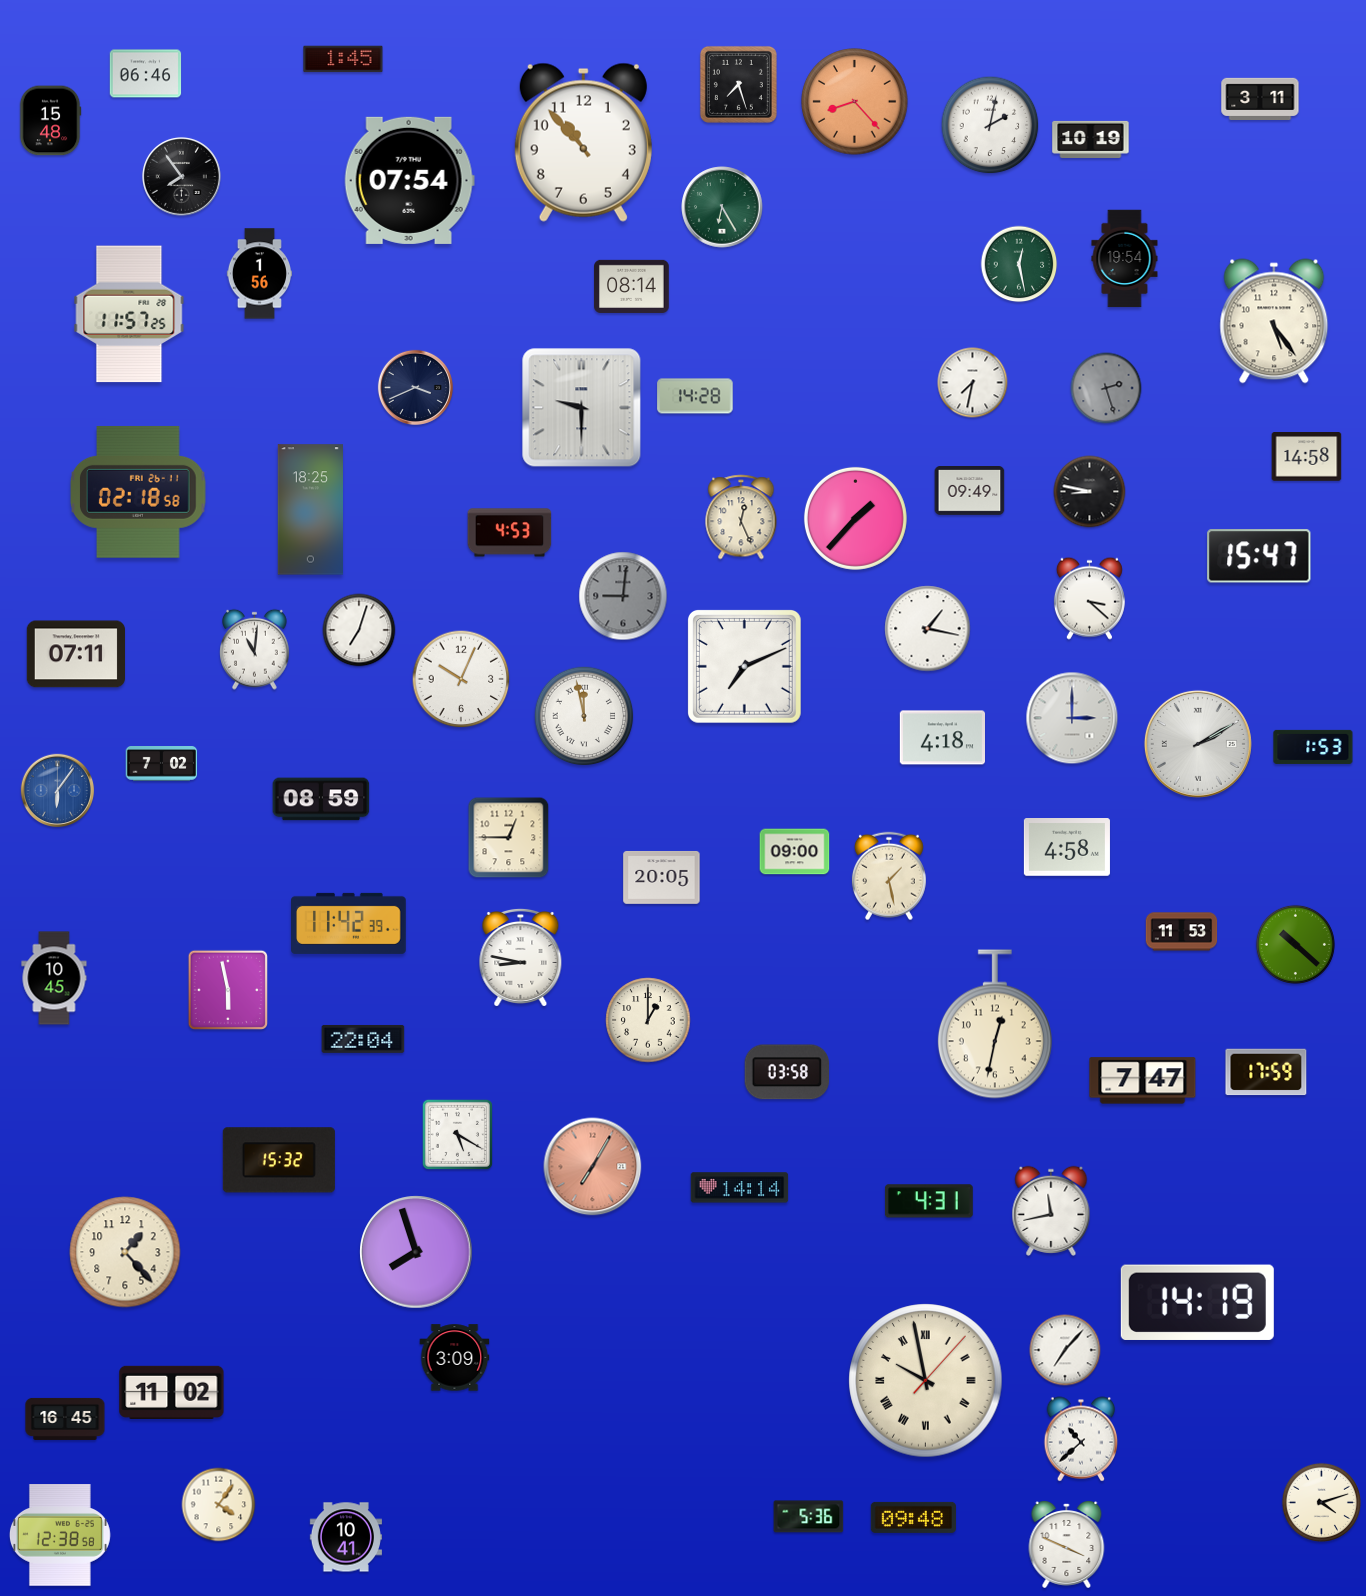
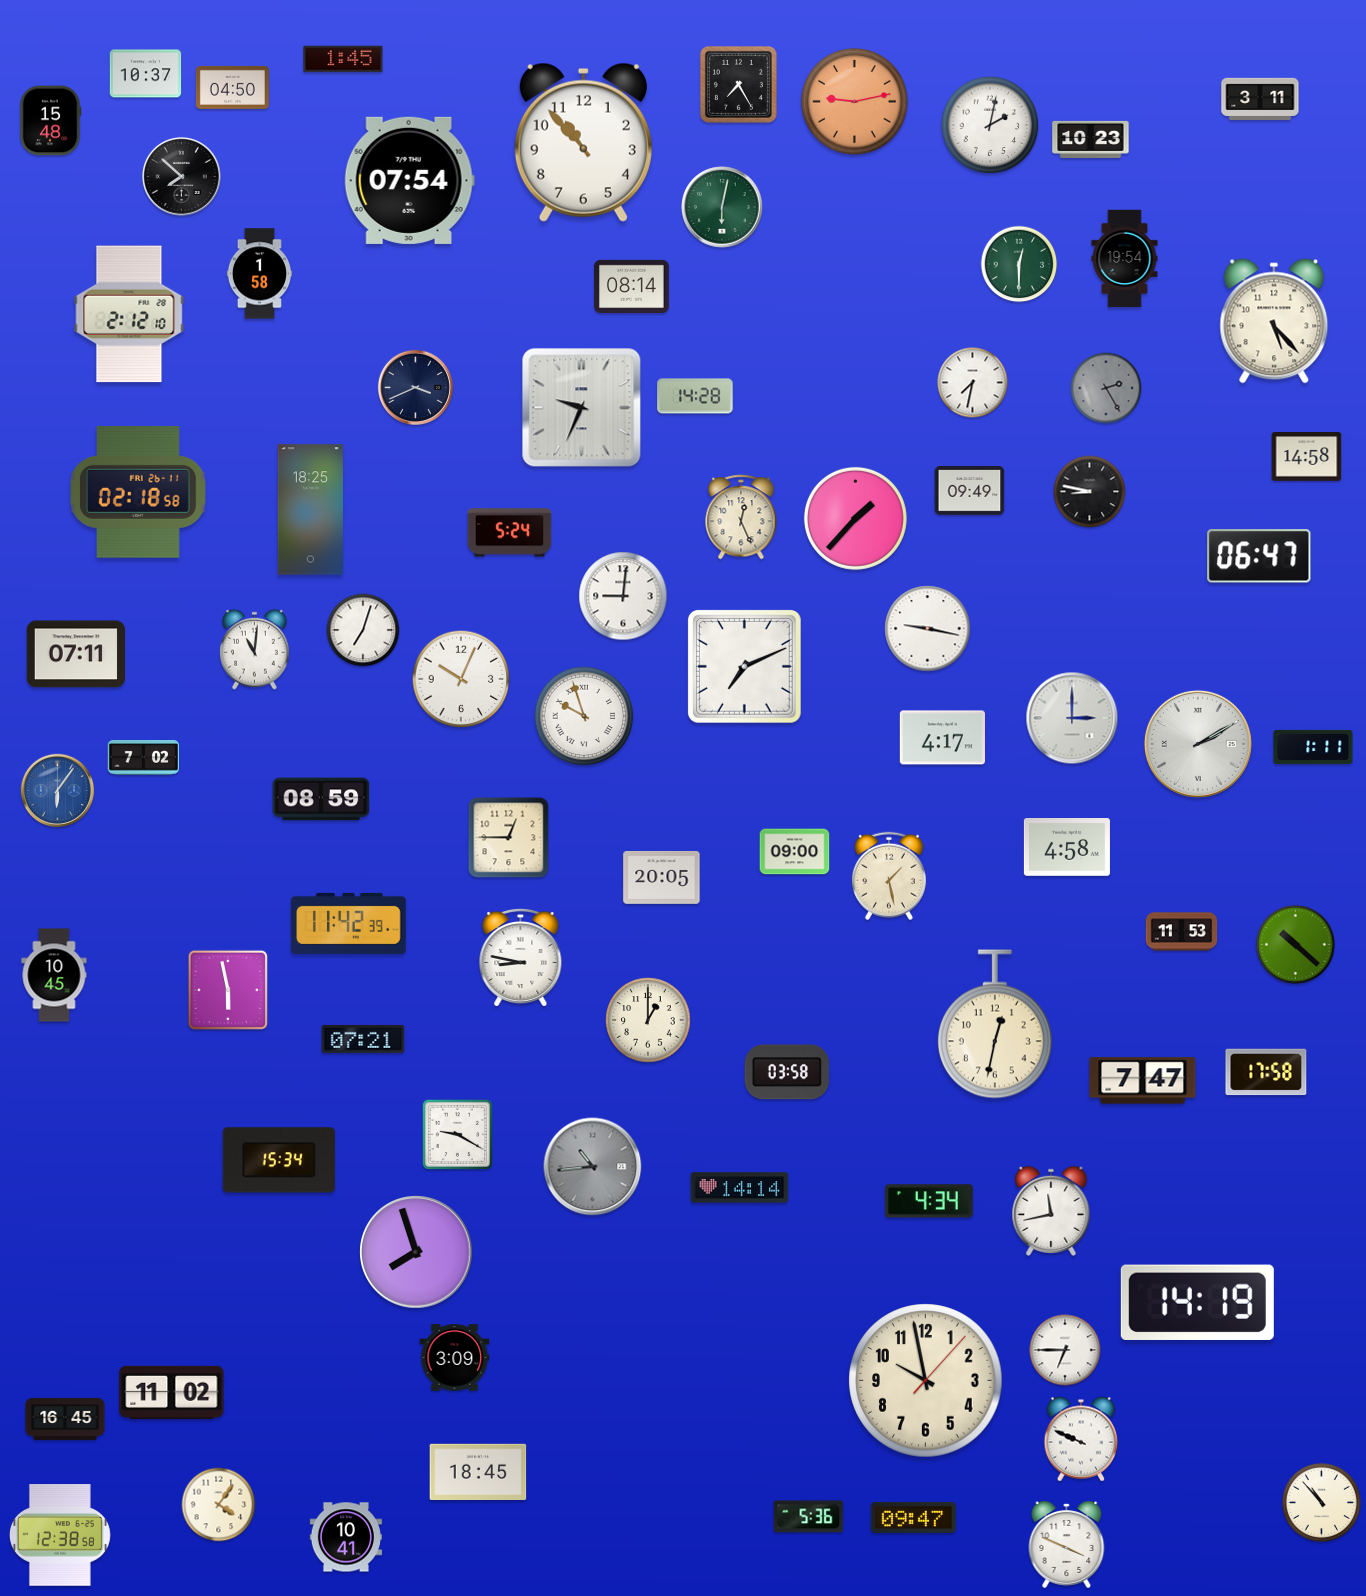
clock at (146, 74): 06:46 -> 10:37
clock at (738, 84): 7:27 -> 7:25
clock at (232, 87): none -> 04:50
clock at (855, 102): 8:23 -> 9:13
clock at (1091, 139): 10:19 -> 10:23
clock at (181, 176): 7:54 -> 7:52
clock at (722, 207): 6:25 -> 6:02
clock at (1019, 264): 12:28 -> 12:30
clock at (259, 274): 1:56 -> 1:58
clock at (129, 314): 11:57 -> 2:12
clock at (1274, 321): 5:24 -> 5:23
clock at (1106, 388): 2:27 -> 2:25
clock at (582, 408): 9:30 -> 9:34
clock at (510, 533): 4:53 -> 5:24
clock at (1259, 556): 15:47 -> 06:47
clock at (623, 596) dial: grey -> white
clock at (1089, 598): 3:22 -> none
clock at (928, 629): 1:17 -> 9:17
clock at (359, 630) position: (359, 630) -> (363, 630)
clock at (584, 716): 11:58 -> 9:57
clock at (942, 738): 4:18 -> 4:17
clock at (1313, 747): 1:53 -> 1:11
clock at (162, 764) position: (162, 764) -> (144, 758)
clock at (54, 978) position: (54, 978) -> (54, 975)
clock at (363, 1039): 22:04 -> 07:21
clock at (1266, 1072): 17:59 -> 17:58
clock at (457, 1134): 5:20 -> 9:20
clock at (279, 1160): 15:32 -> 15:34
clock at (593, 1167): 7:05 -> 10:44
clock at (593, 1167) dial: salmon -> grey
clock at (929, 1201): 4:31 -> 4:34
clock at (125, 1252): 1:23 -> none
clock at (1065, 1350): 7:07 -> 6:45
clock at (926, 1381) numerals: Roman -> Arabic
clock at (1081, 1439): 10:38 -> 9:49
clock at (478, 1471): none -> 18:45
clock at (1321, 1502): 4:12 -> 10:53
clock at (913, 1517): 09:48 -> 09:47
